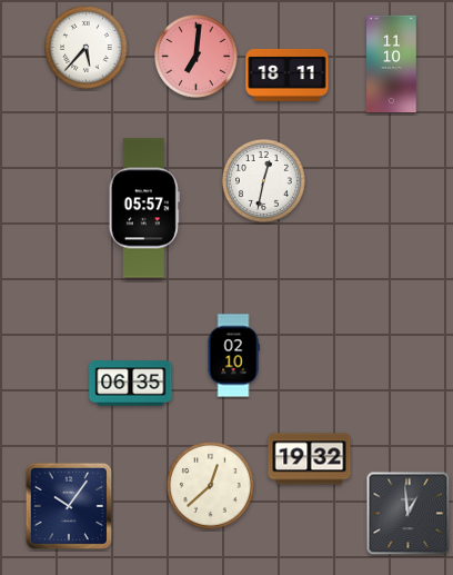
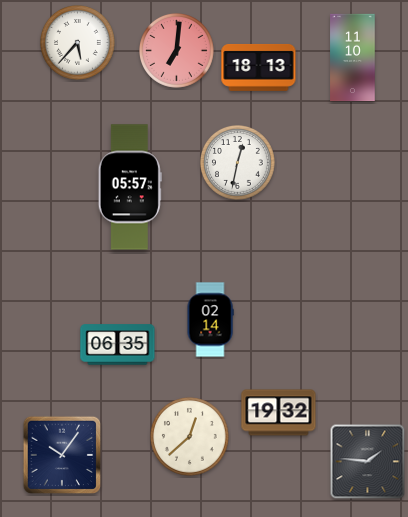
clock at (288, 75): 18:11 -> 18:13
clock at (233, 356): 02:10 -> 02:14
clock at (409, 514): 12:59 -> 1:46
